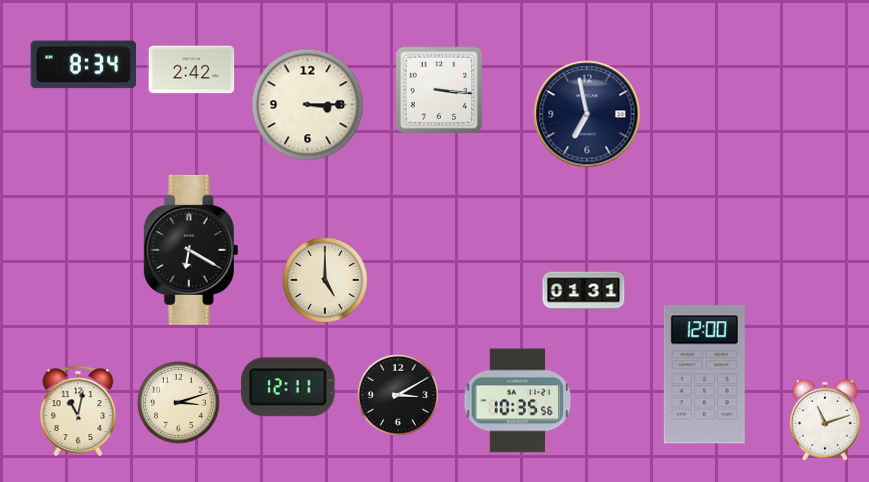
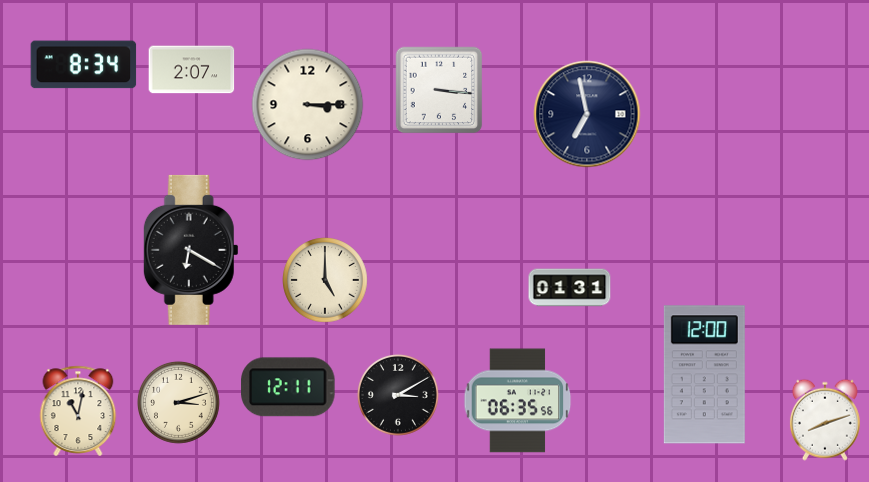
clock at (192, 70): 2:42 -> 2:07
clock at (584, 291) position: (584, 291) -> (570, 288)
clock at (518, 401): 10:35 -> 06:35
clock at (825, 420): 11:12 -> 8:12
